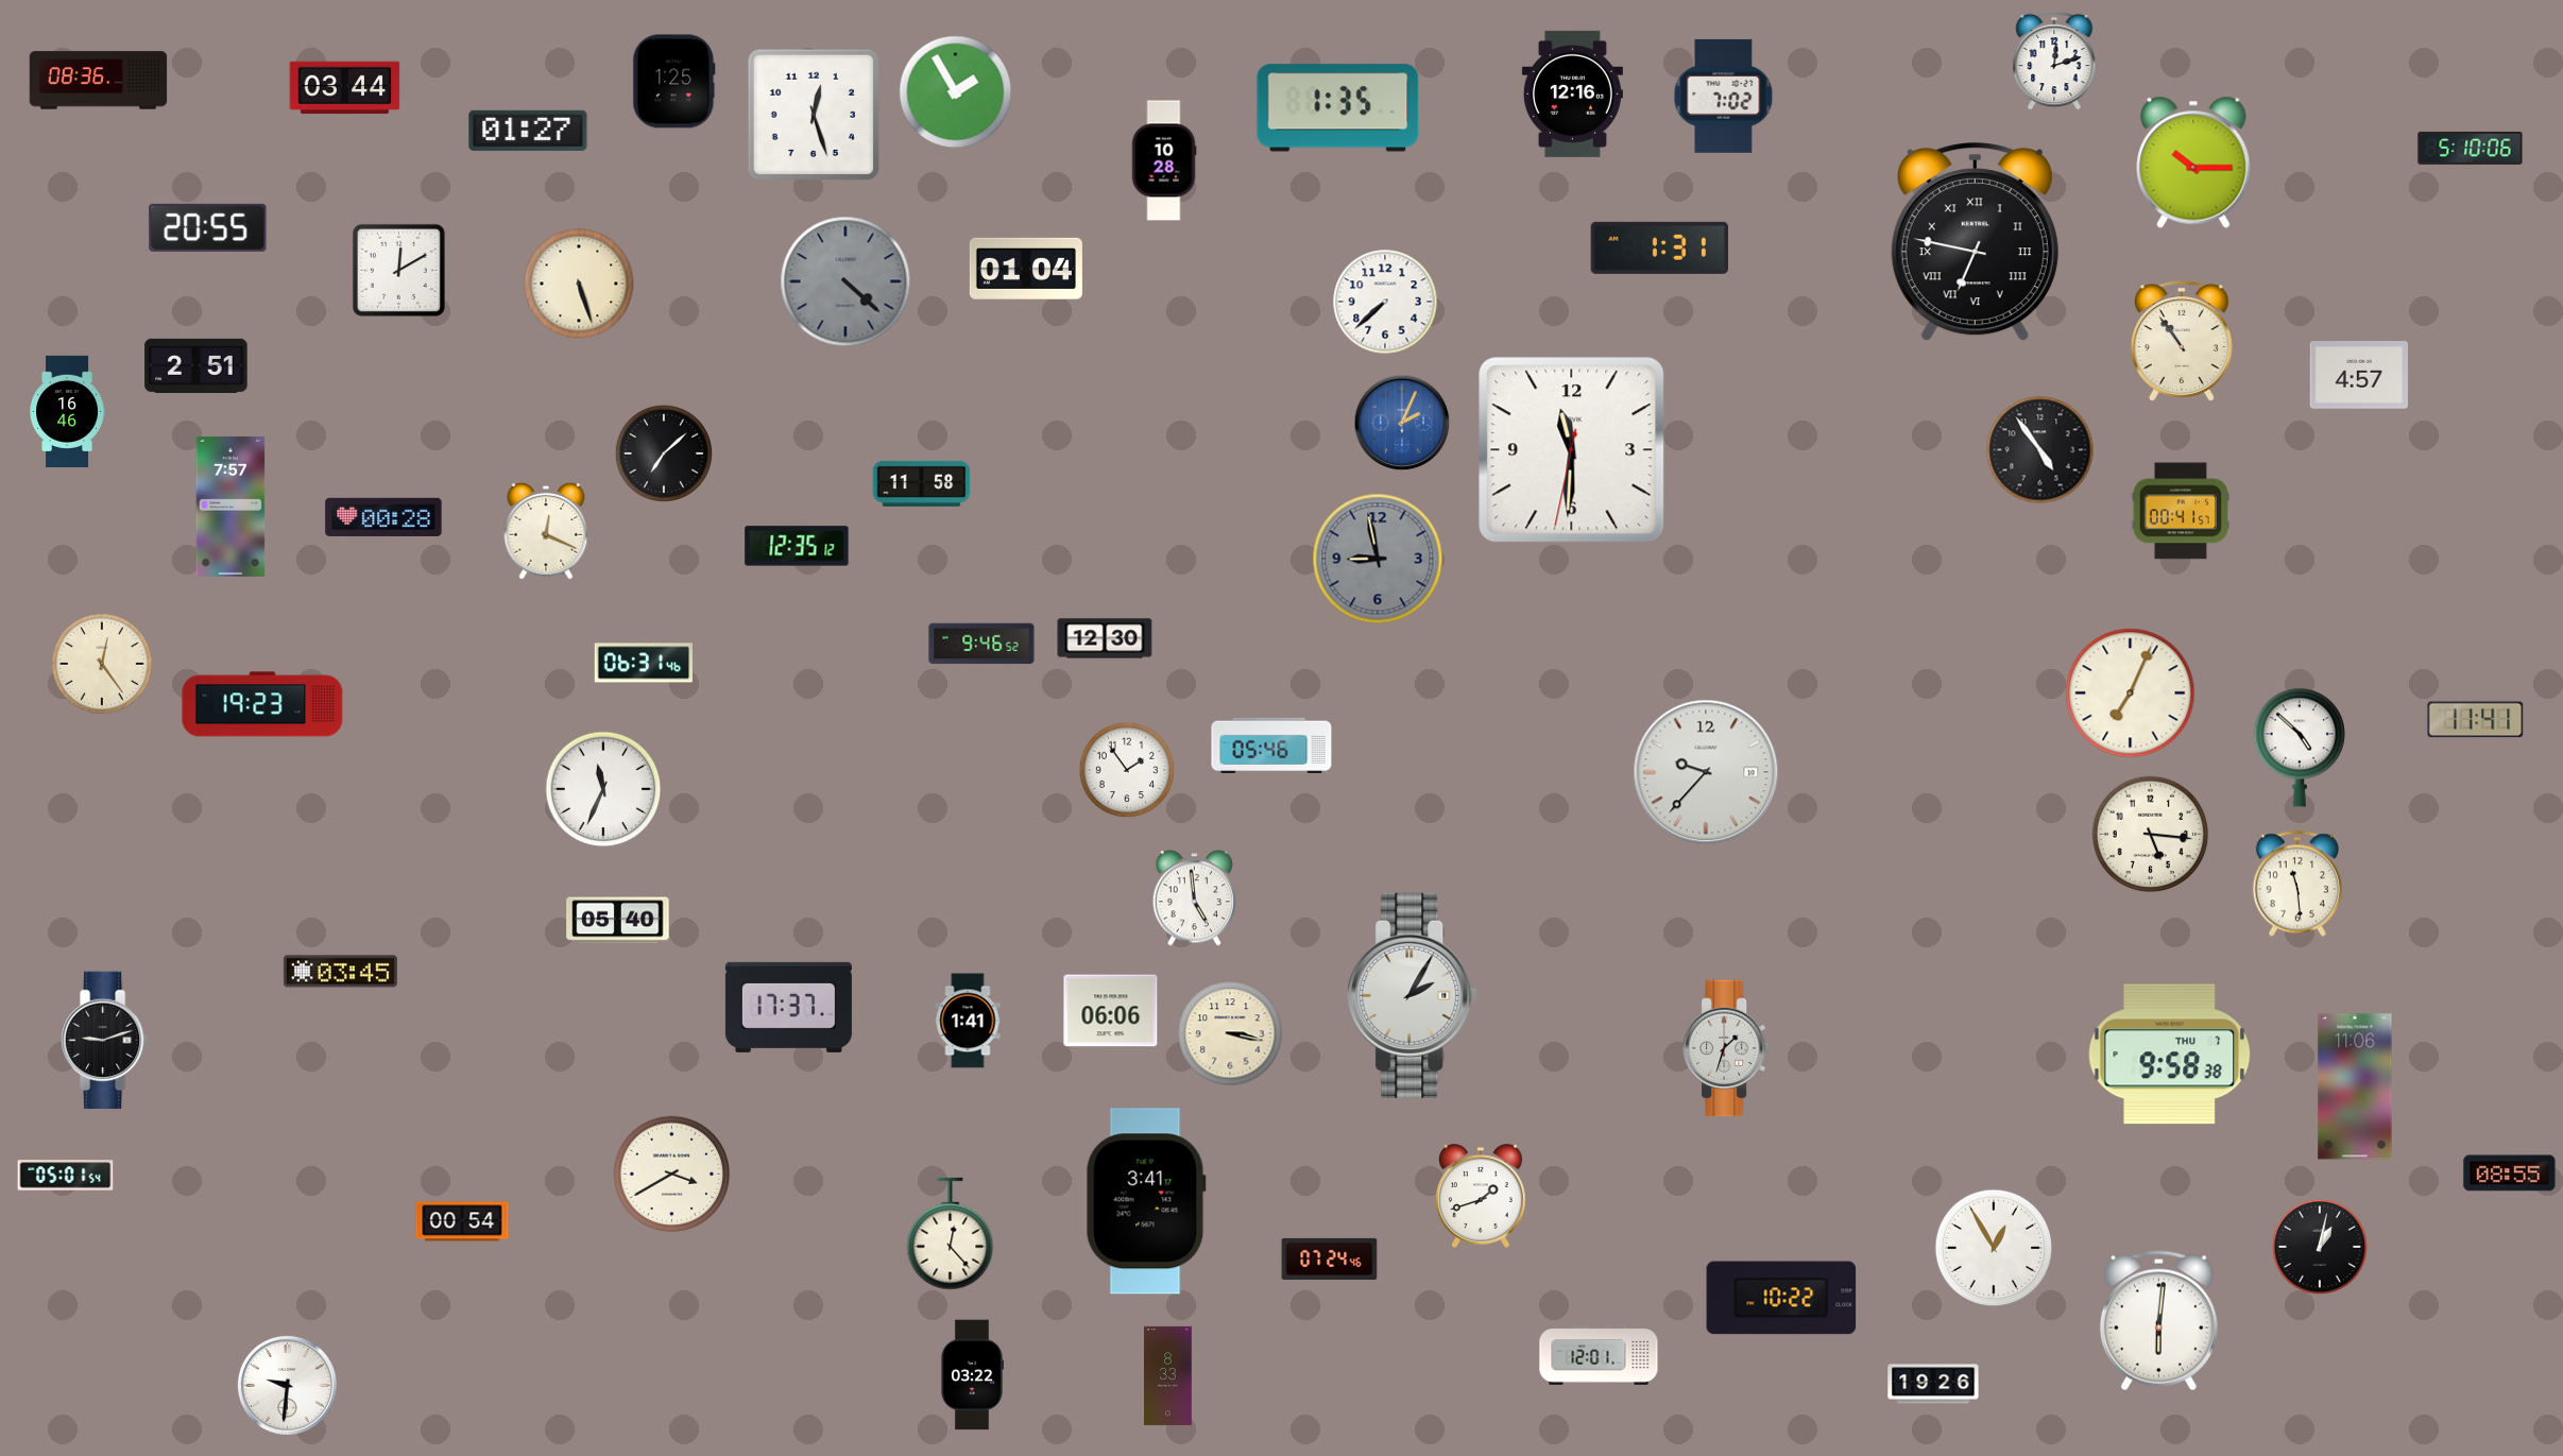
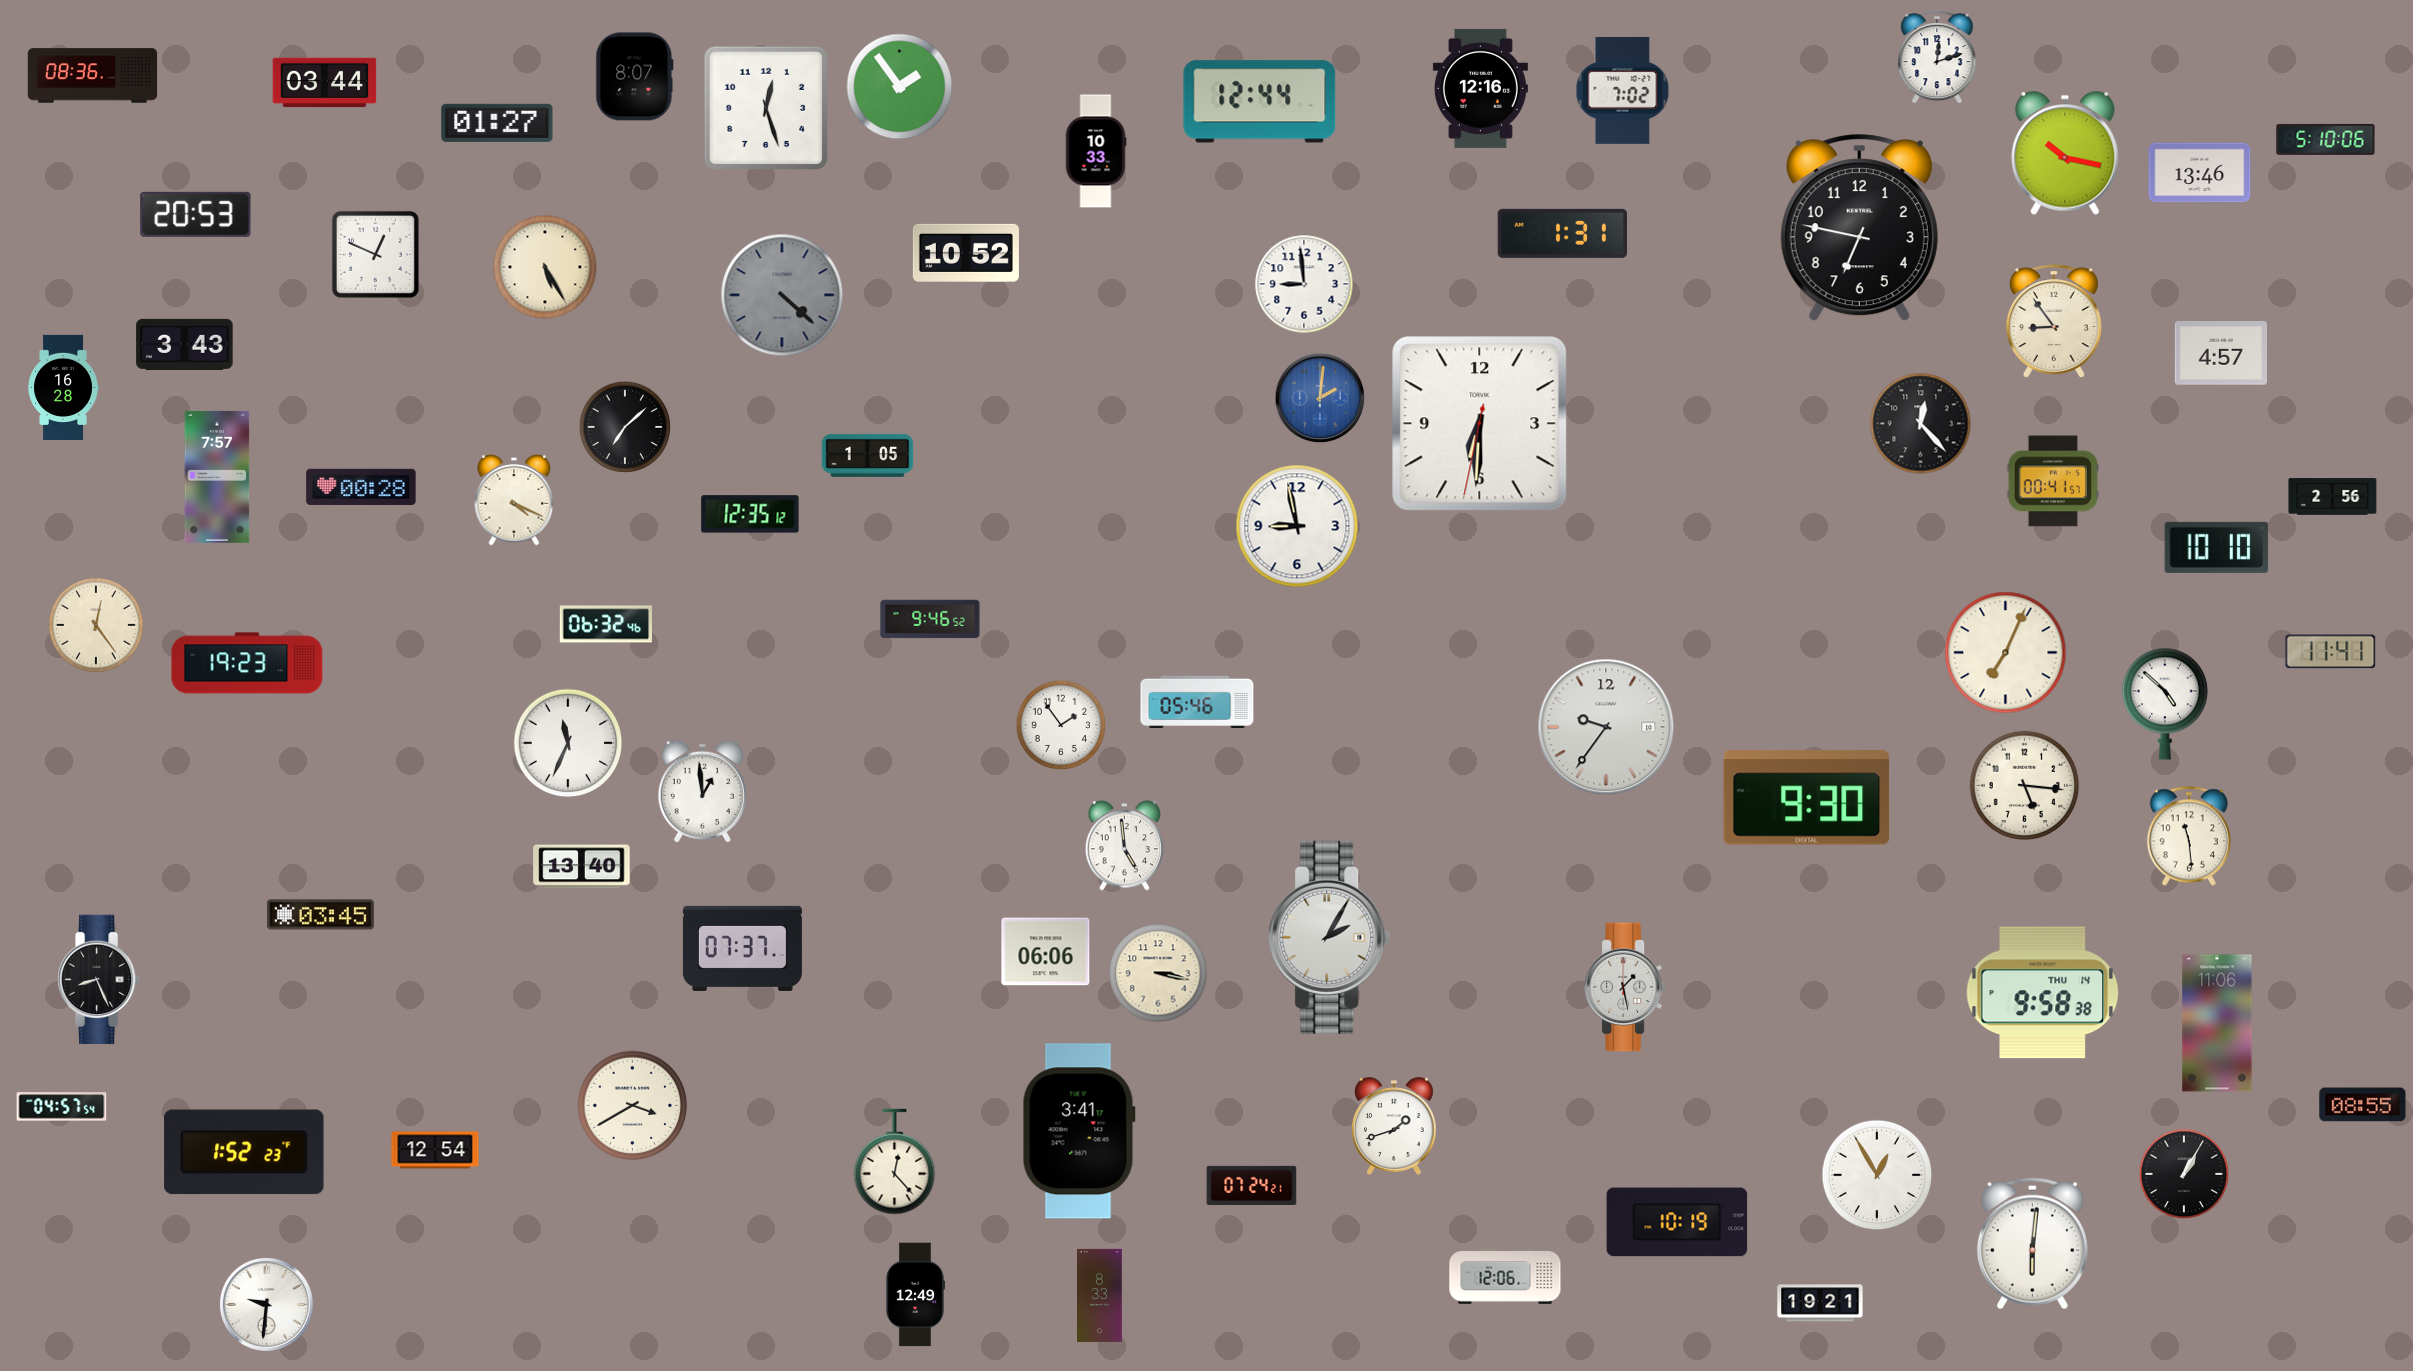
clock at (2054, 61) position: (2054, 61) -> (1937, 57)
clock at (674, 82): 1:25 -> 8:07
clock at (956, 92): 1:55 -> 1:54
clock at (1338, 108): 1:35 -> 12:44
clock at (1164, 160): 10:28 -> 10:33
clock at (2193, 162): 10:15 -> 10:17
clock at (2200, 173): none -> 13:46
clock at (208, 227): 20:55 -> 20:53
clock at (1975, 242) numerals: Roman -> Arabic
clock at (1026, 269): 01:04 -> 10:52
clock at (398, 270): 12:10 -> 12:49
clock at (845, 281) position: (845, 281) -> (782, 295)
clock at (579, 284): 5:27 -> 5:25
clock at (1385, 302): 7:38 -> 8:59
clock at (2182, 341): 10:54 -> 8:54
clock at (197, 365): 2:51 -> 3:43
clock at (67, 411): 16:46 -> 16:28
clock at (1402, 423): 2:04 -> 2:01
clock at (1572, 450): 11:30 -> 6:30
clock at (2040, 450): 4:54 -> 12:23
clock at (922, 483): 11:58 -> 1:05
clock at (2333, 497): none -> 2:56
clock at (546, 531): 12:19 -> 4:19
clock at (1378, 559) dial: grey -> white
clock at (2217, 547): none -> 10:10
clock at (1105, 638): 12:30 -> none
clock at (981, 644) position: (981, 644) -> (930, 619)
clock at (644, 663): 06:31 -> 06:32
clock at (2476, 720) position: (2476, 720) -> (2331, 652)
clock at (1706, 772): 9:37 -> 9:36
clock at (702, 791): none -> 12:59
clock at (1807, 798): none -> 9:30
clock at (2297, 884) position: (2297, 884) -> (2189, 836)
clock at (618, 921): 05:40 -> 13:40
clock at (788, 1007): 17:37 -> 07:37
clock at (968, 1021): 1:41 -> none
clock at (105, 1041): 9:12 -> 8:26
clock at (1726, 1048): 1:33 -> 1:28
clock at (2170, 1055) date: THU 7 -> THU 14
clock at (66, 1176): 05:01 -> 04:57
clock at (462, 1221): 00:54 -> 12:54
clock at (244, 1152): none -> 1:52
clock at (2320, 1247): 1:02 -> 1:05
clock at (1330, 1258): 07:24:46 -> 07:24:21
clock at (1781, 1298): 10:22 -> 10:19
clock at (1599, 1356): 12:01 -> 12:06
clock at (972, 1375): 03:22 -> 12:49
clock at (1933, 1384): 19:26 -> 19:21
clock at (287, 1385) position: (287, 1385) -> (266, 1304)
